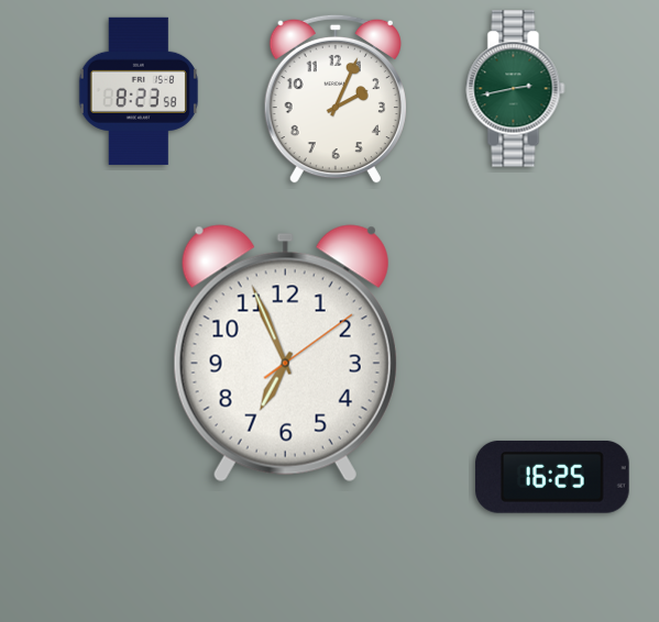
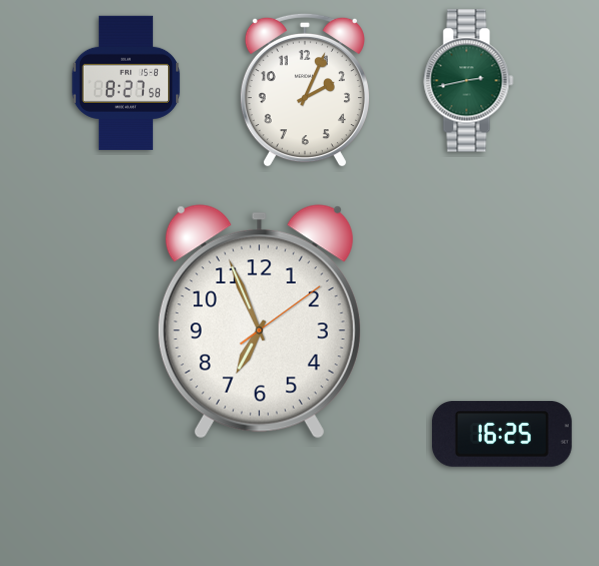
clock at (139, 91): 8:23 -> 8:27
